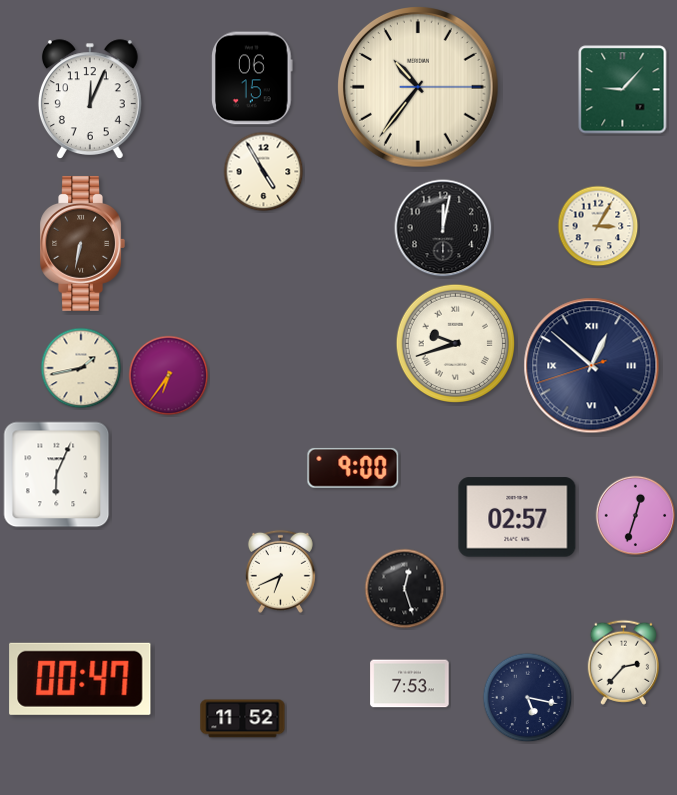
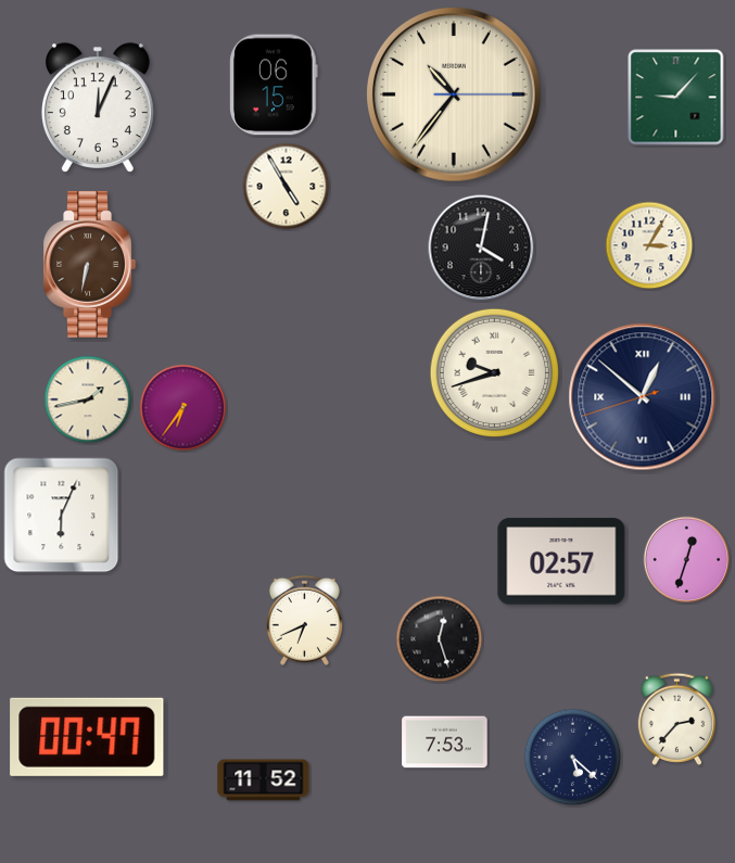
clock at (443, 228): 12:02 -> 4:02
clock at (353, 468): 9:00 -> none
clock at (636, 516) position: (636, 516) -> (687, 560)
clock at (528, 698): 5:17 -> 5:22
